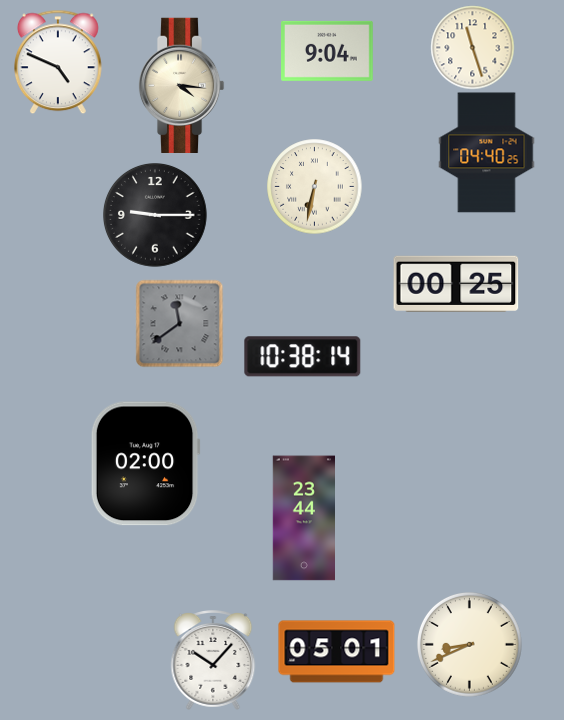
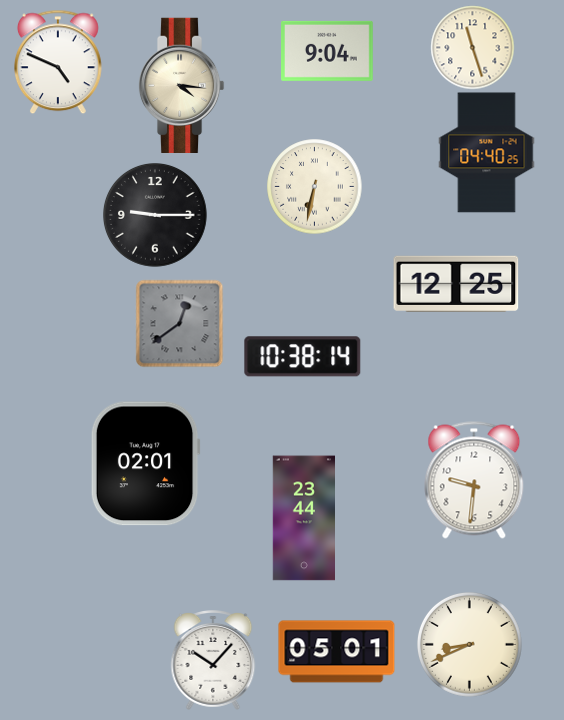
clock at (456, 284): 00:25 -> 12:25
clock at (179, 323): 11:39 -> 12:39
clock at (145, 464): 02:00 -> 02:01
clock at (474, 480): none -> 9:31
